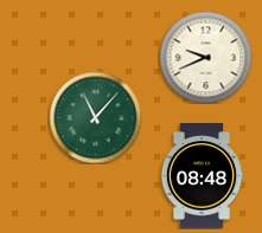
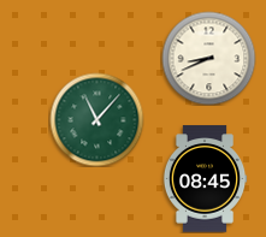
clock at (205, 57): 9:41 -> 8:41
clock at (202, 176): 08:48 -> 08:45
